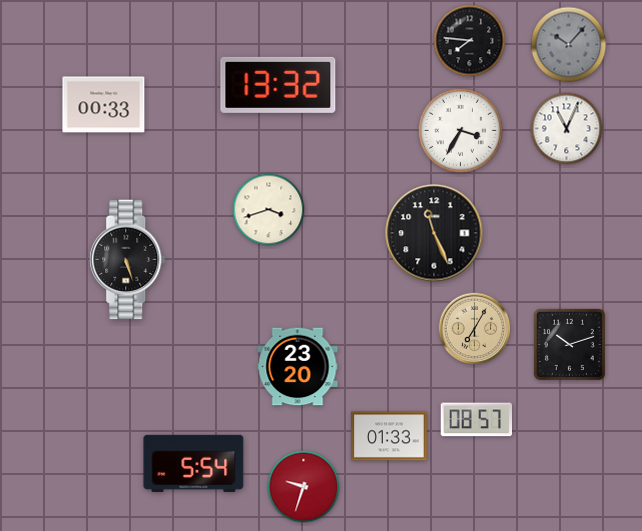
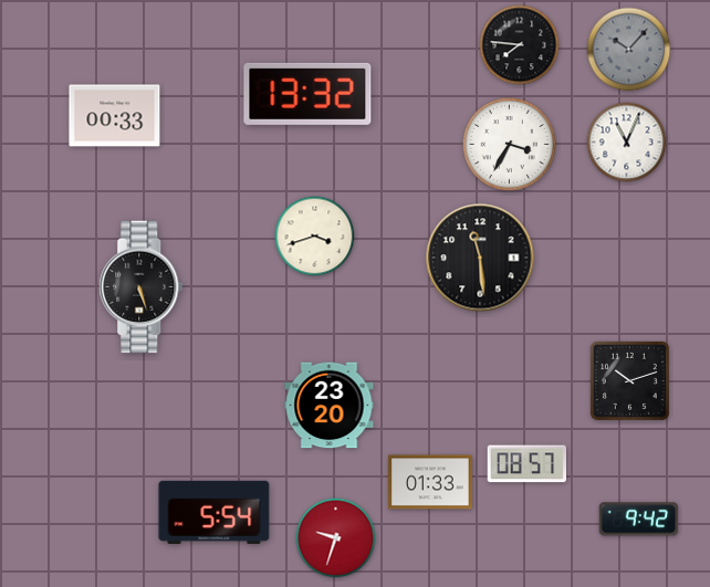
clock at (269, 210) position: (269, 210) -> (315, 237)
clock at (434, 233): 11:26 -> 11:29
clock at (475, 329): 7:05 -> none
clock at (639, 520): none -> 9:42
